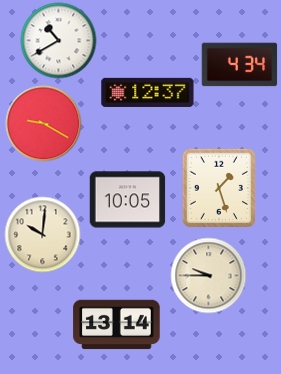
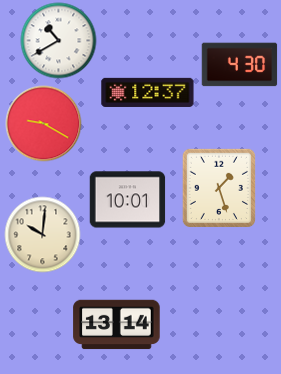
clock at (240, 65): 4:34 -> 4:30
clock at (128, 200): 10:05 -> 10:01
clock at (209, 276): 9:45 -> none
